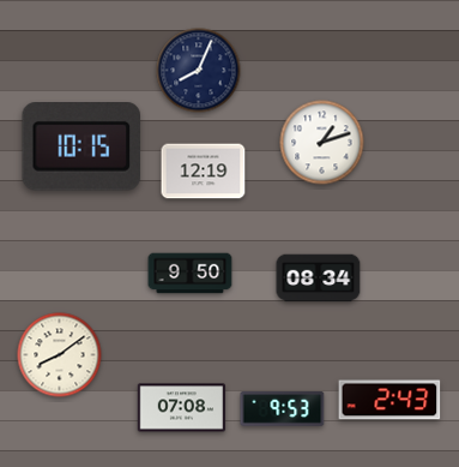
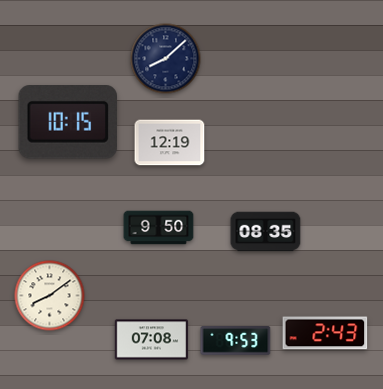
clock at (199, 71): 8:04 -> 8:08
clock at (322, 143): 1:12 -> none
clock at (319, 279): 08:34 -> 08:35
